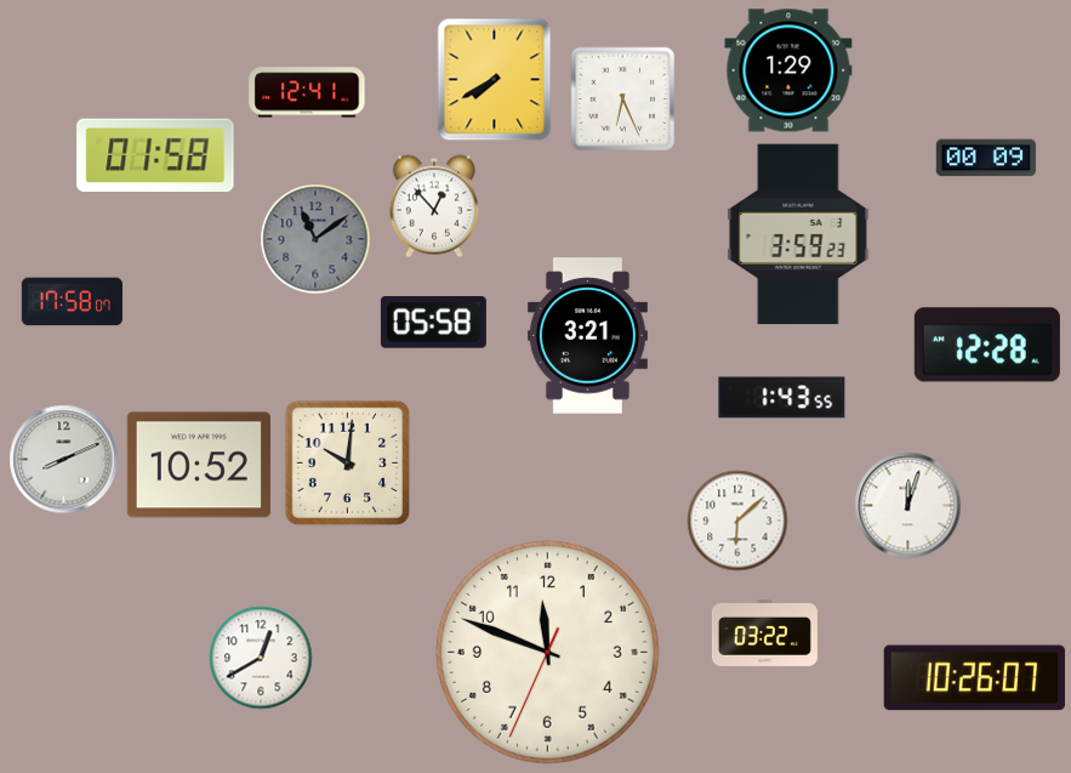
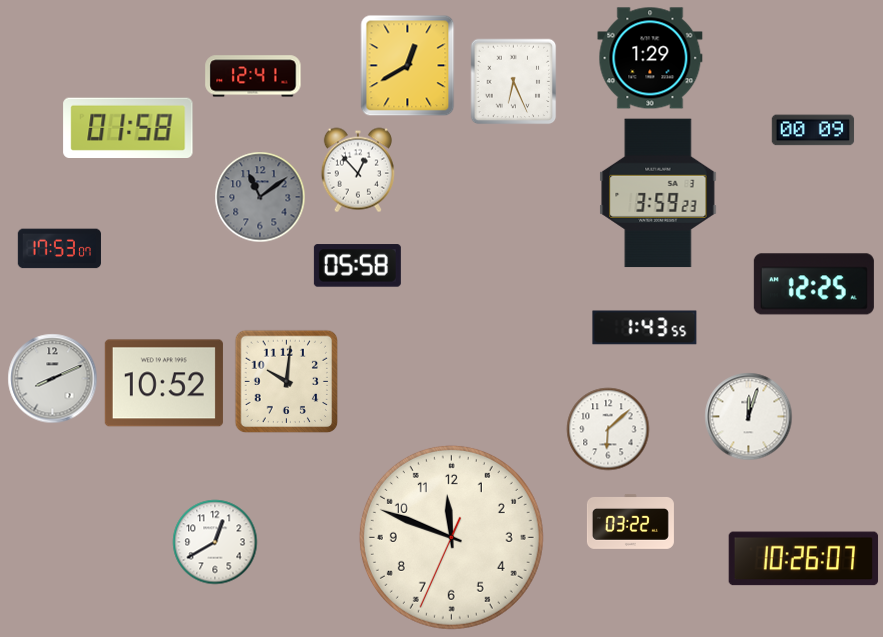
clock at (495, 80): 7:40 -> 12:40
clock at (72, 302): 17:58 -> 17:53
clock at (587, 336): 3:21 -> none
clock at (987, 345): 12:28 -> 12:25
